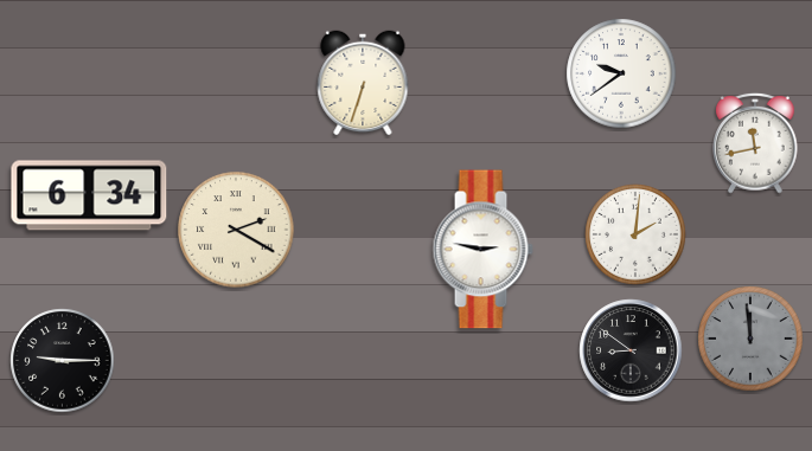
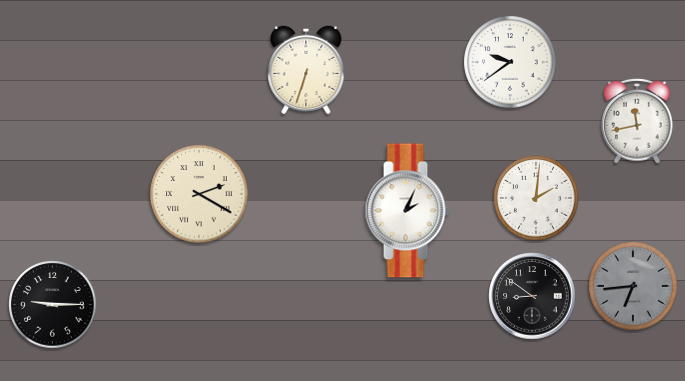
clock at (621, 73) position: (621, 73) -> (510, 62)
clock at (89, 195): 6:34 -> none
clock at (482, 250): 2:47 -> 2:04
clock at (750, 339): 11:59 -> 6:44
